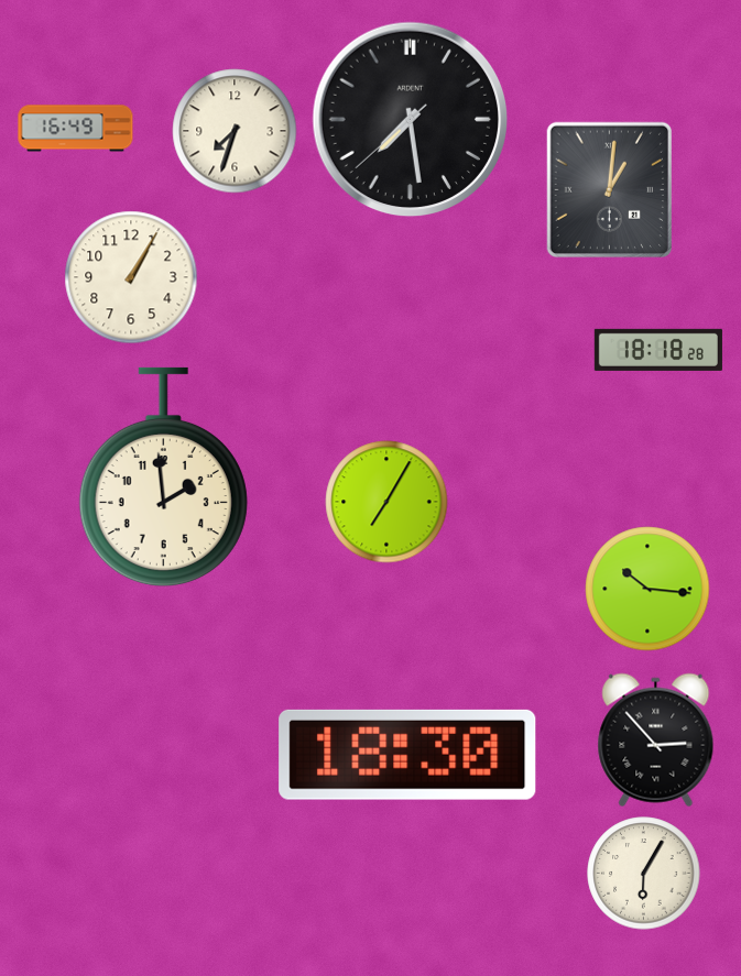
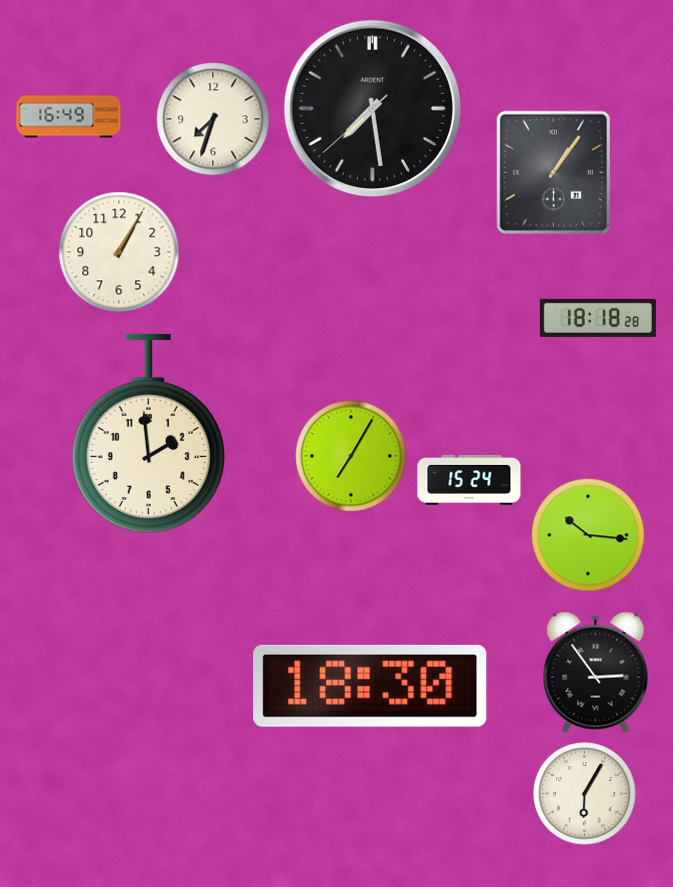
clock at (609, 189): 1:01 -> 1:06
clock at (469, 480): none -> 15:24
clock at (656, 741): 2:53 -> 2:54
